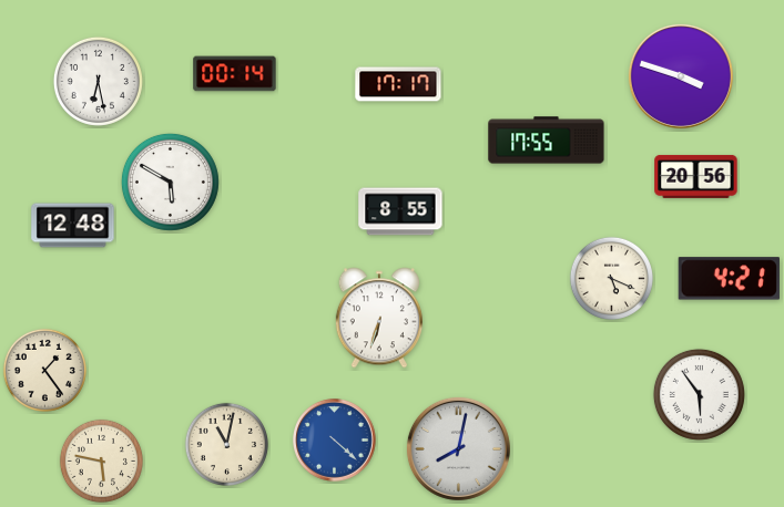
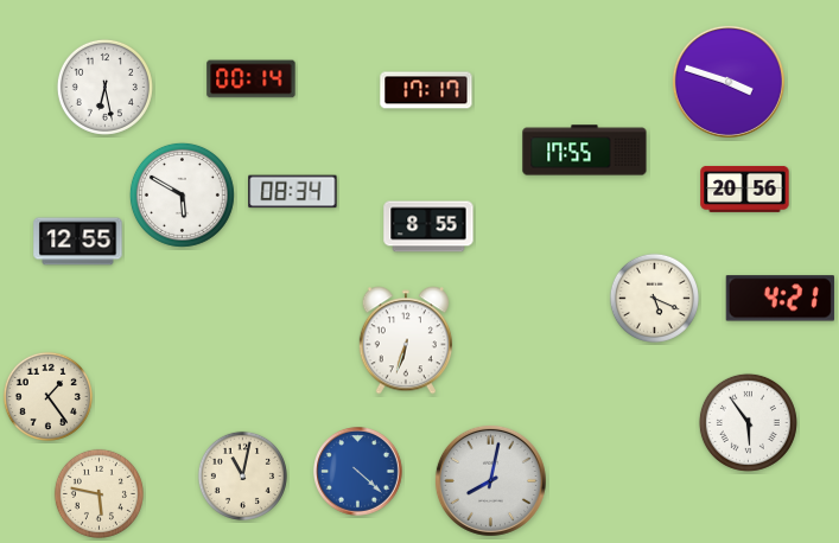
clock at (293, 192): none -> 08:34
clock at (73, 226): 12:48 -> 12:55
clock at (101, 461) position: (101, 461) -> (98, 493)
